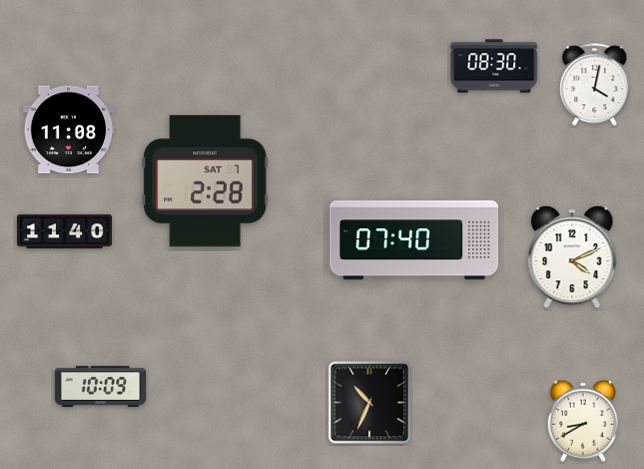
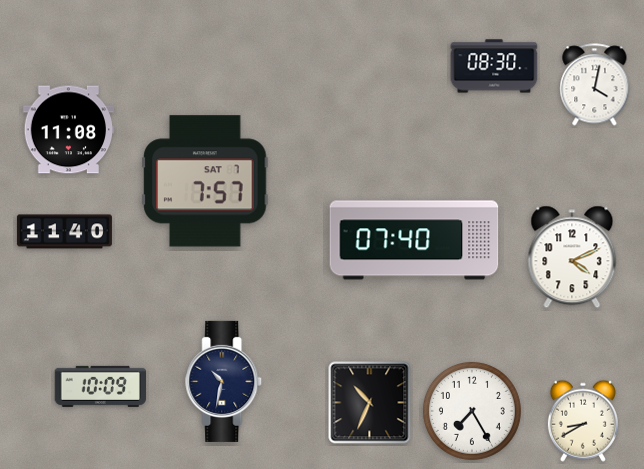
clock at (205, 181): 2:28 -> 7:57
clock at (224, 381): none -> 10:32
clock at (472, 411): none -> 7:25
